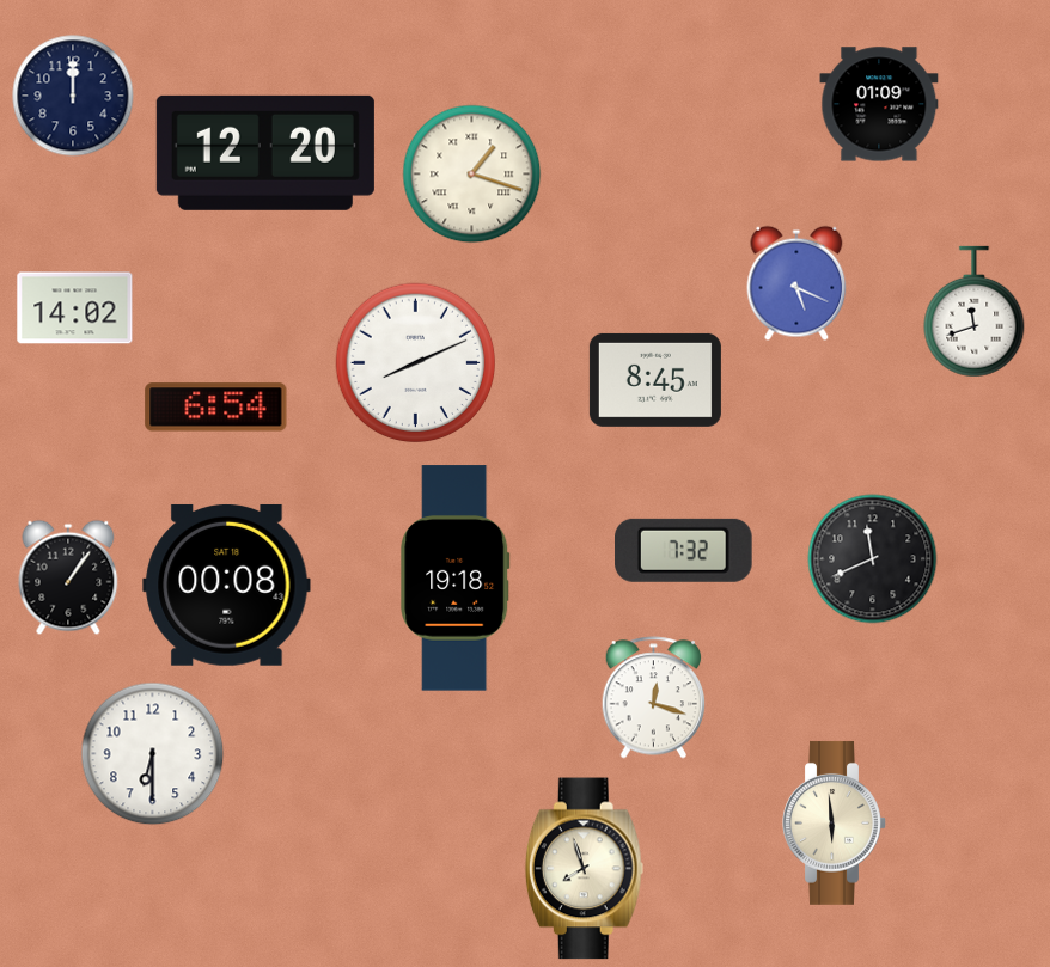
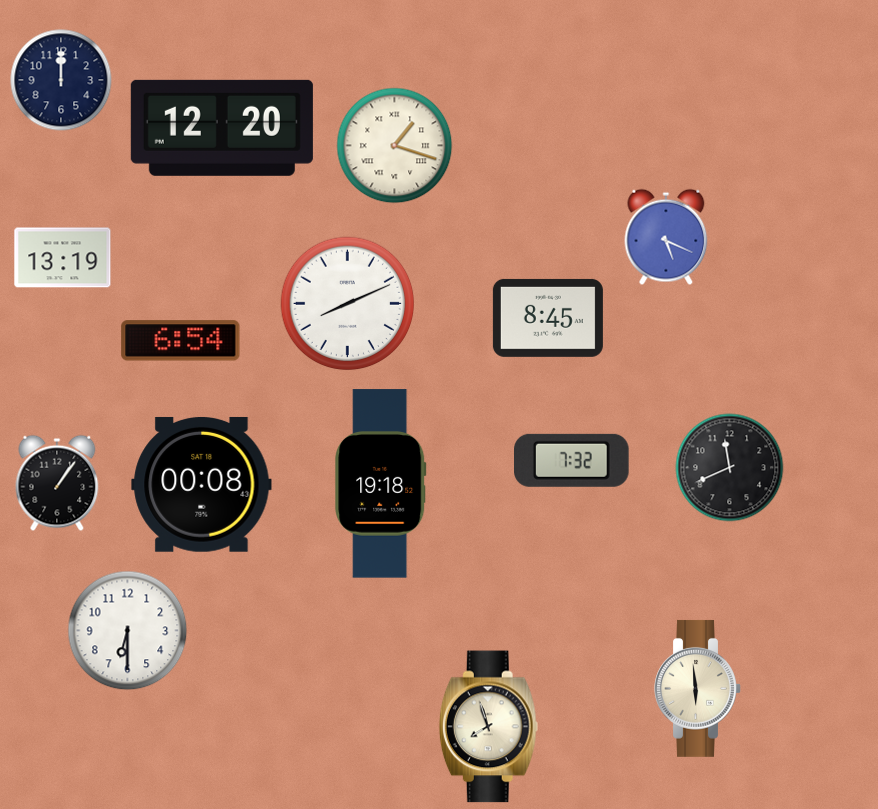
clock at (879, 104): 01:09 -> none
clock at (75, 308): 14:02 -> 13:19
clock at (975, 312): 11:42 -> none
clock at (227, 585) position: (227, 585) -> (202, 484)
clock at (654, 698): 12:18 -> none
